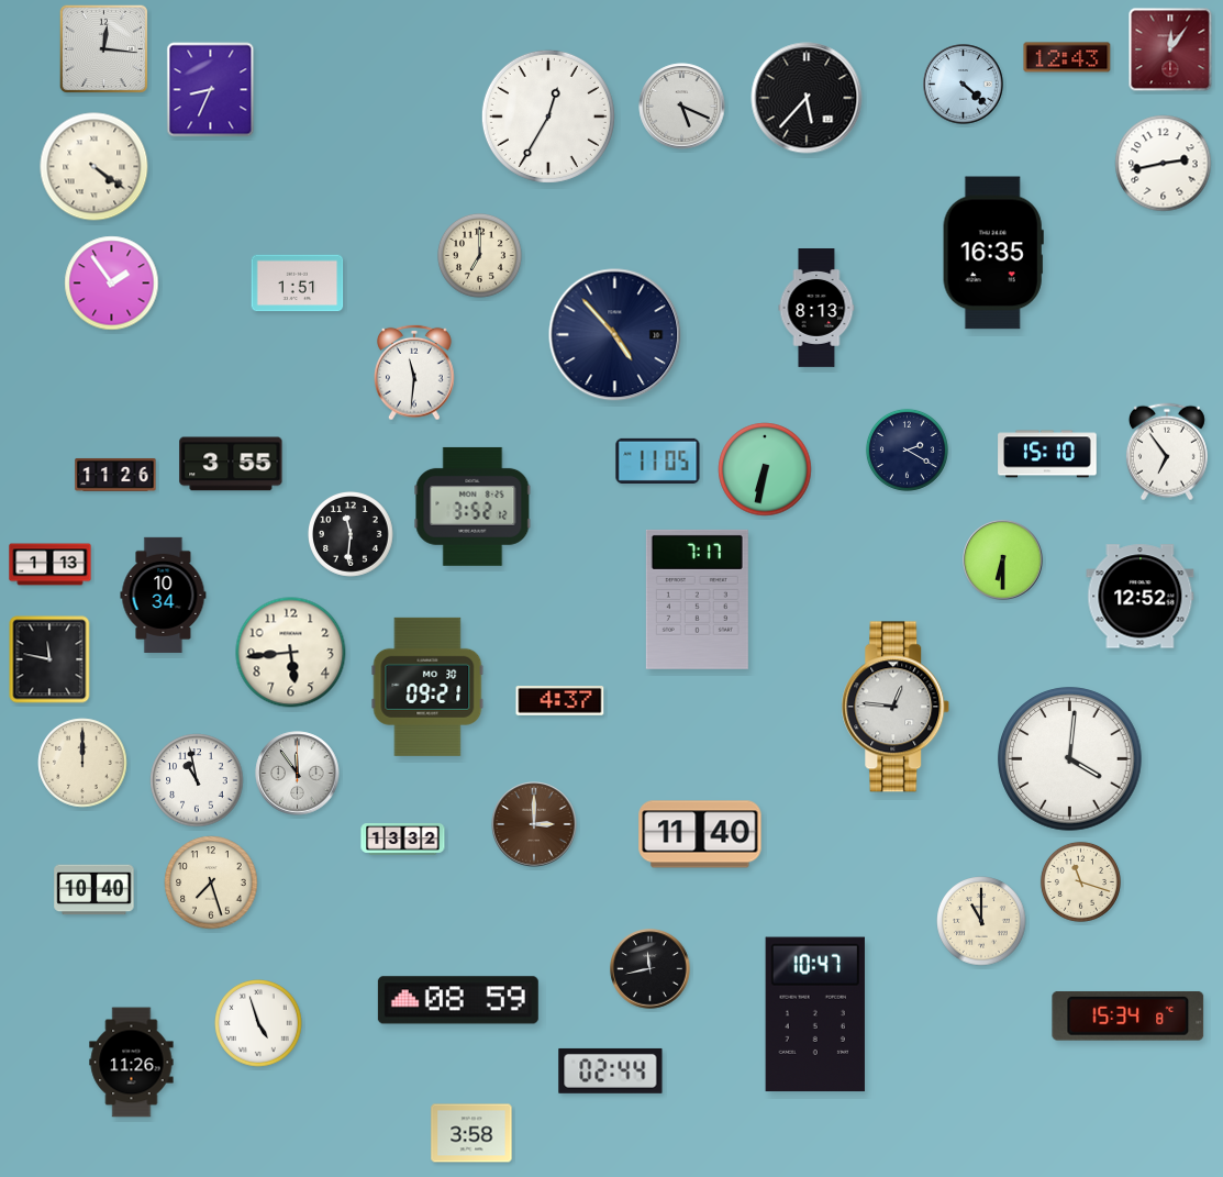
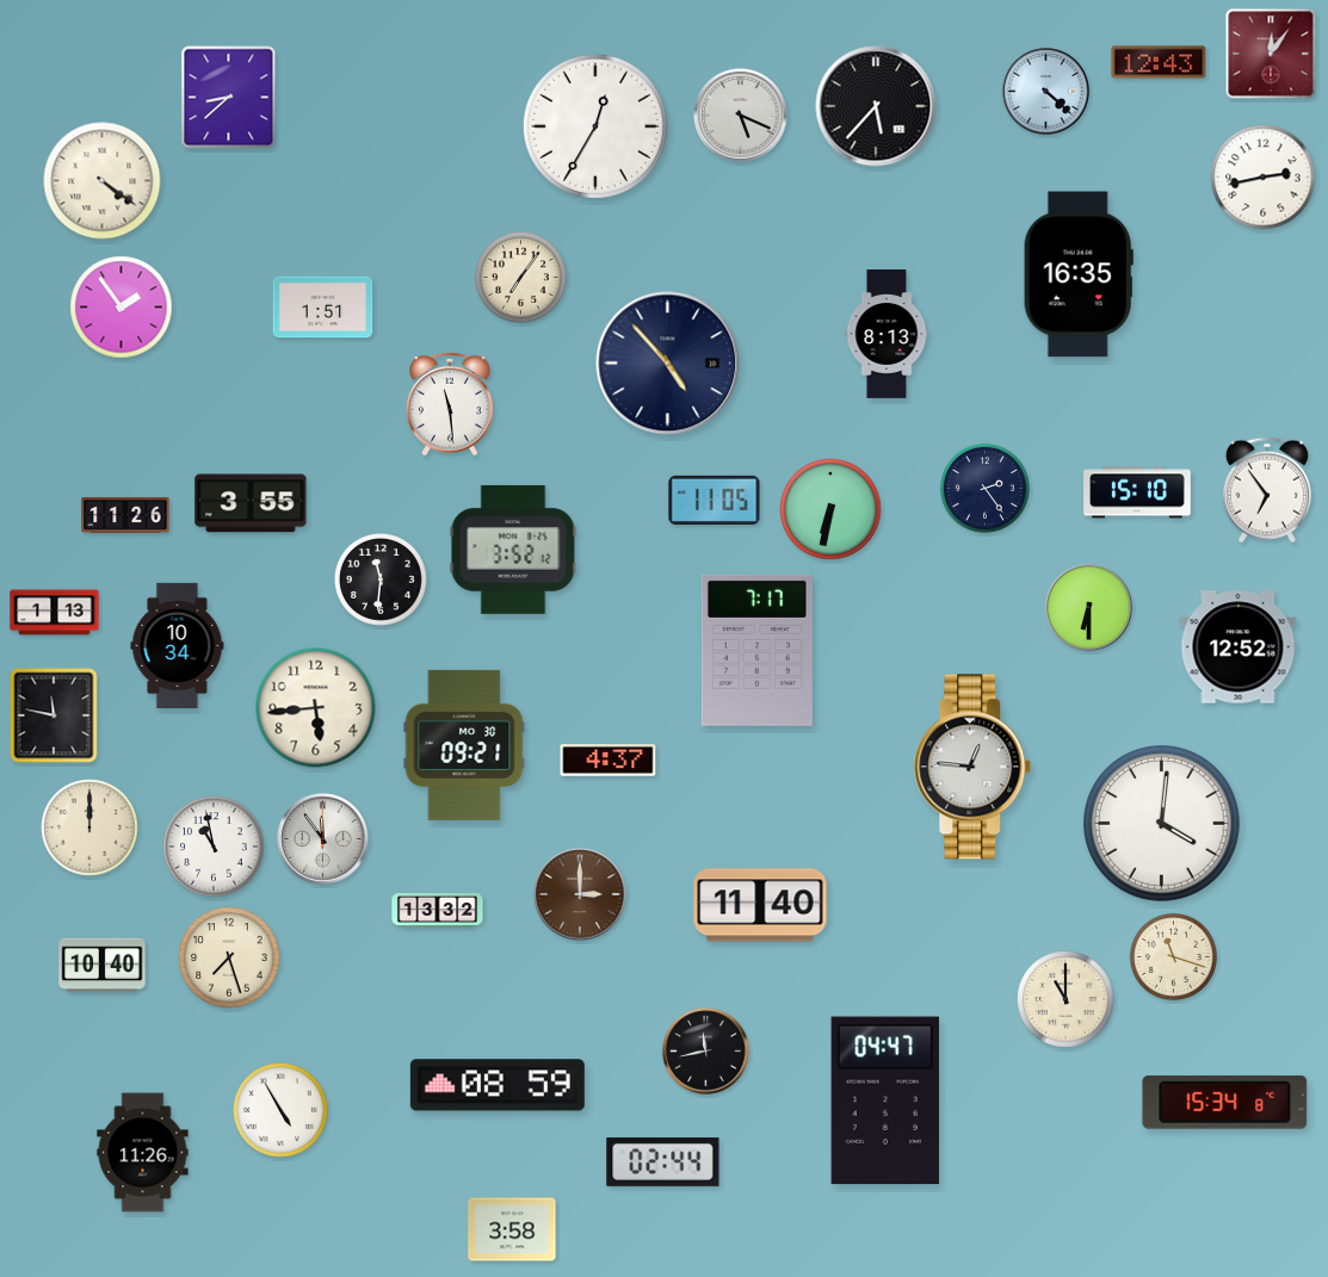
clock at (103, 48): 12:16 -> none
clock at (211, 90): 8:34 -> 8:38
clock at (480, 256): 7:00 -> 7:06
clock at (415, 373): 11:31 -> 11:29
clock at (907, 449): 2:20 -> 2:24
clock at (815, 1014): 10:47 -> 04:47
clock at (258, 1023): 4:57 -> 4:55
